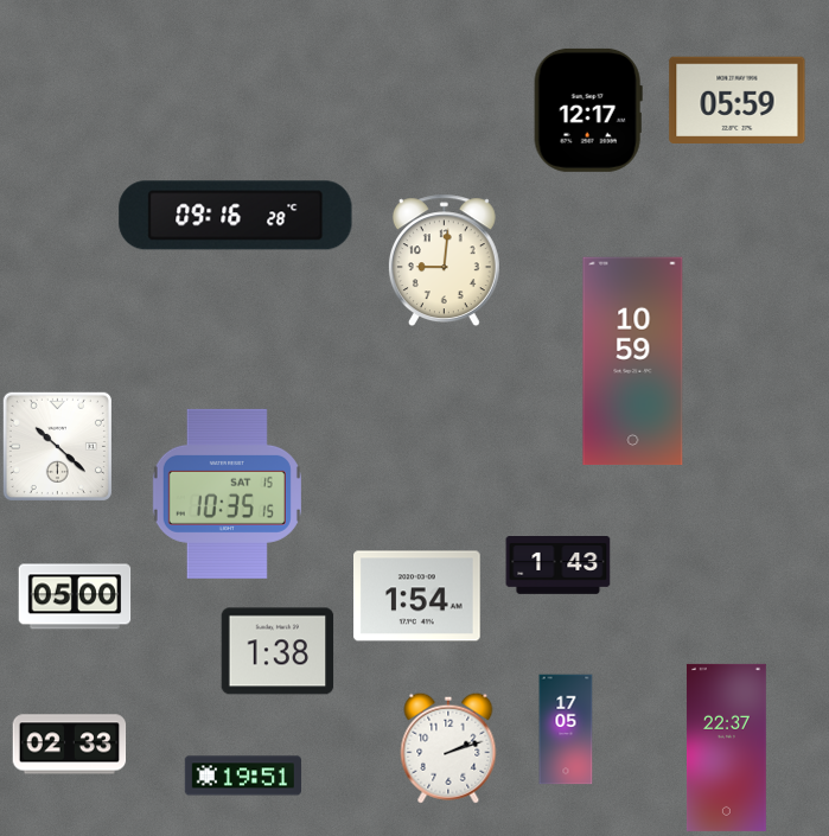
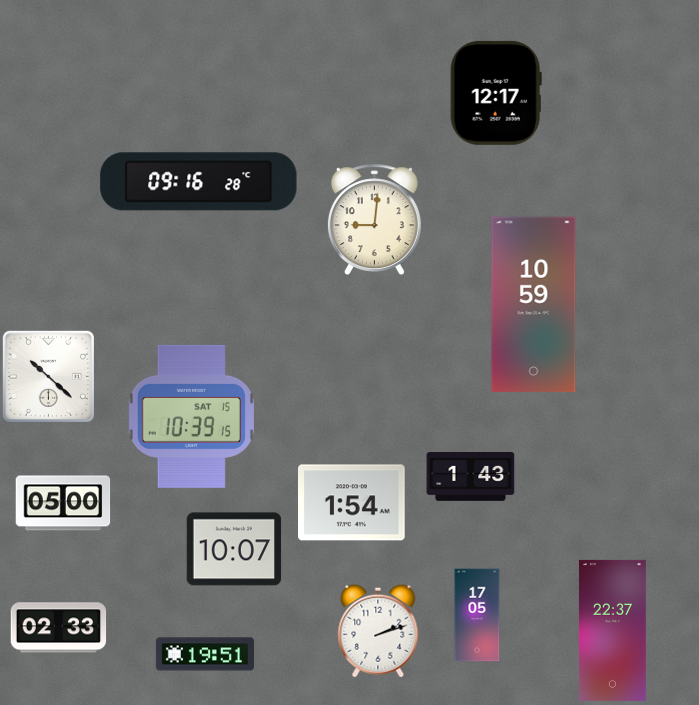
clock at (738, 100): 05:59 -> none
clock at (227, 493): 10:35 -> 10:39
clock at (278, 651): 1:38 -> 10:07
